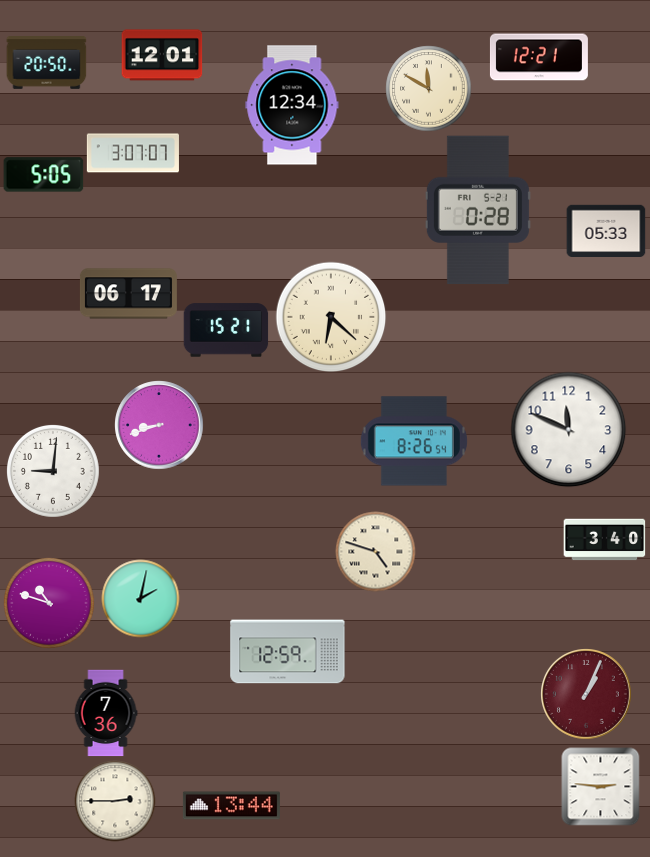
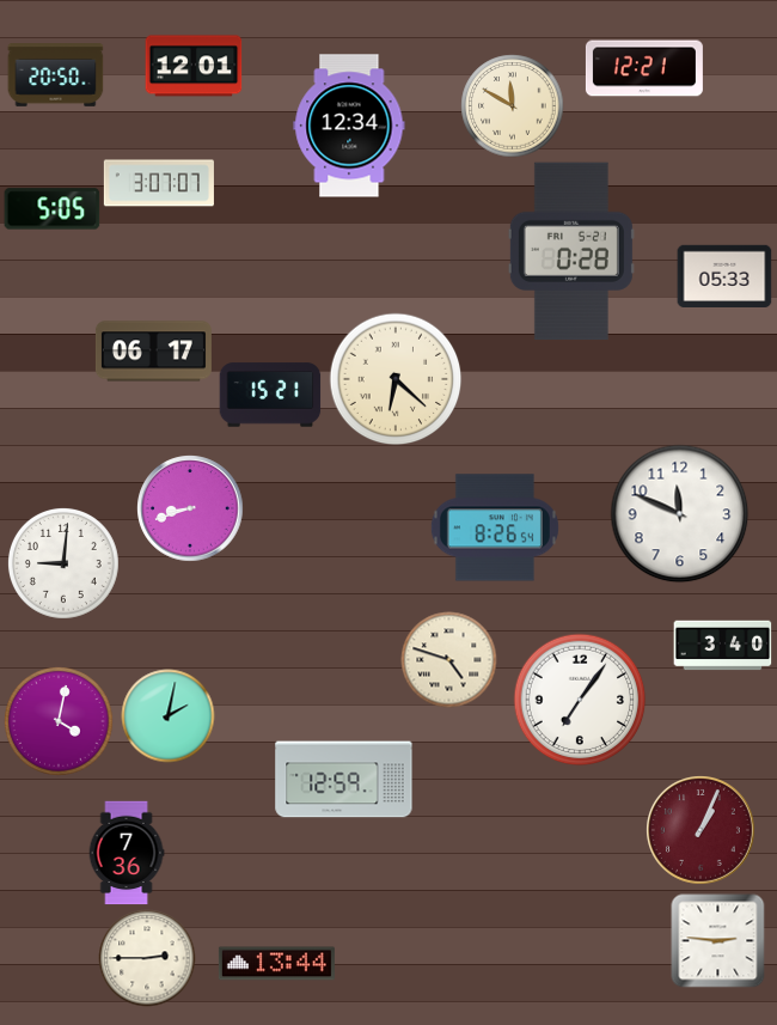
clock at (580, 700): none -> 7:06
clock at (49, 603): 10:48 -> 4:02
clock at (115, 801) position: (115, 801) -> (147, 958)
